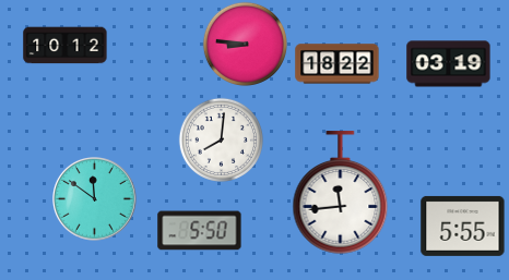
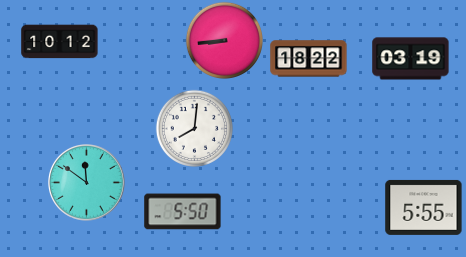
clock at (245, 44): 8:46 -> 8:44
clock at (221, 139) position: (221, 139) -> (194, 128)
clock at (341, 193): 11:44 -> none
